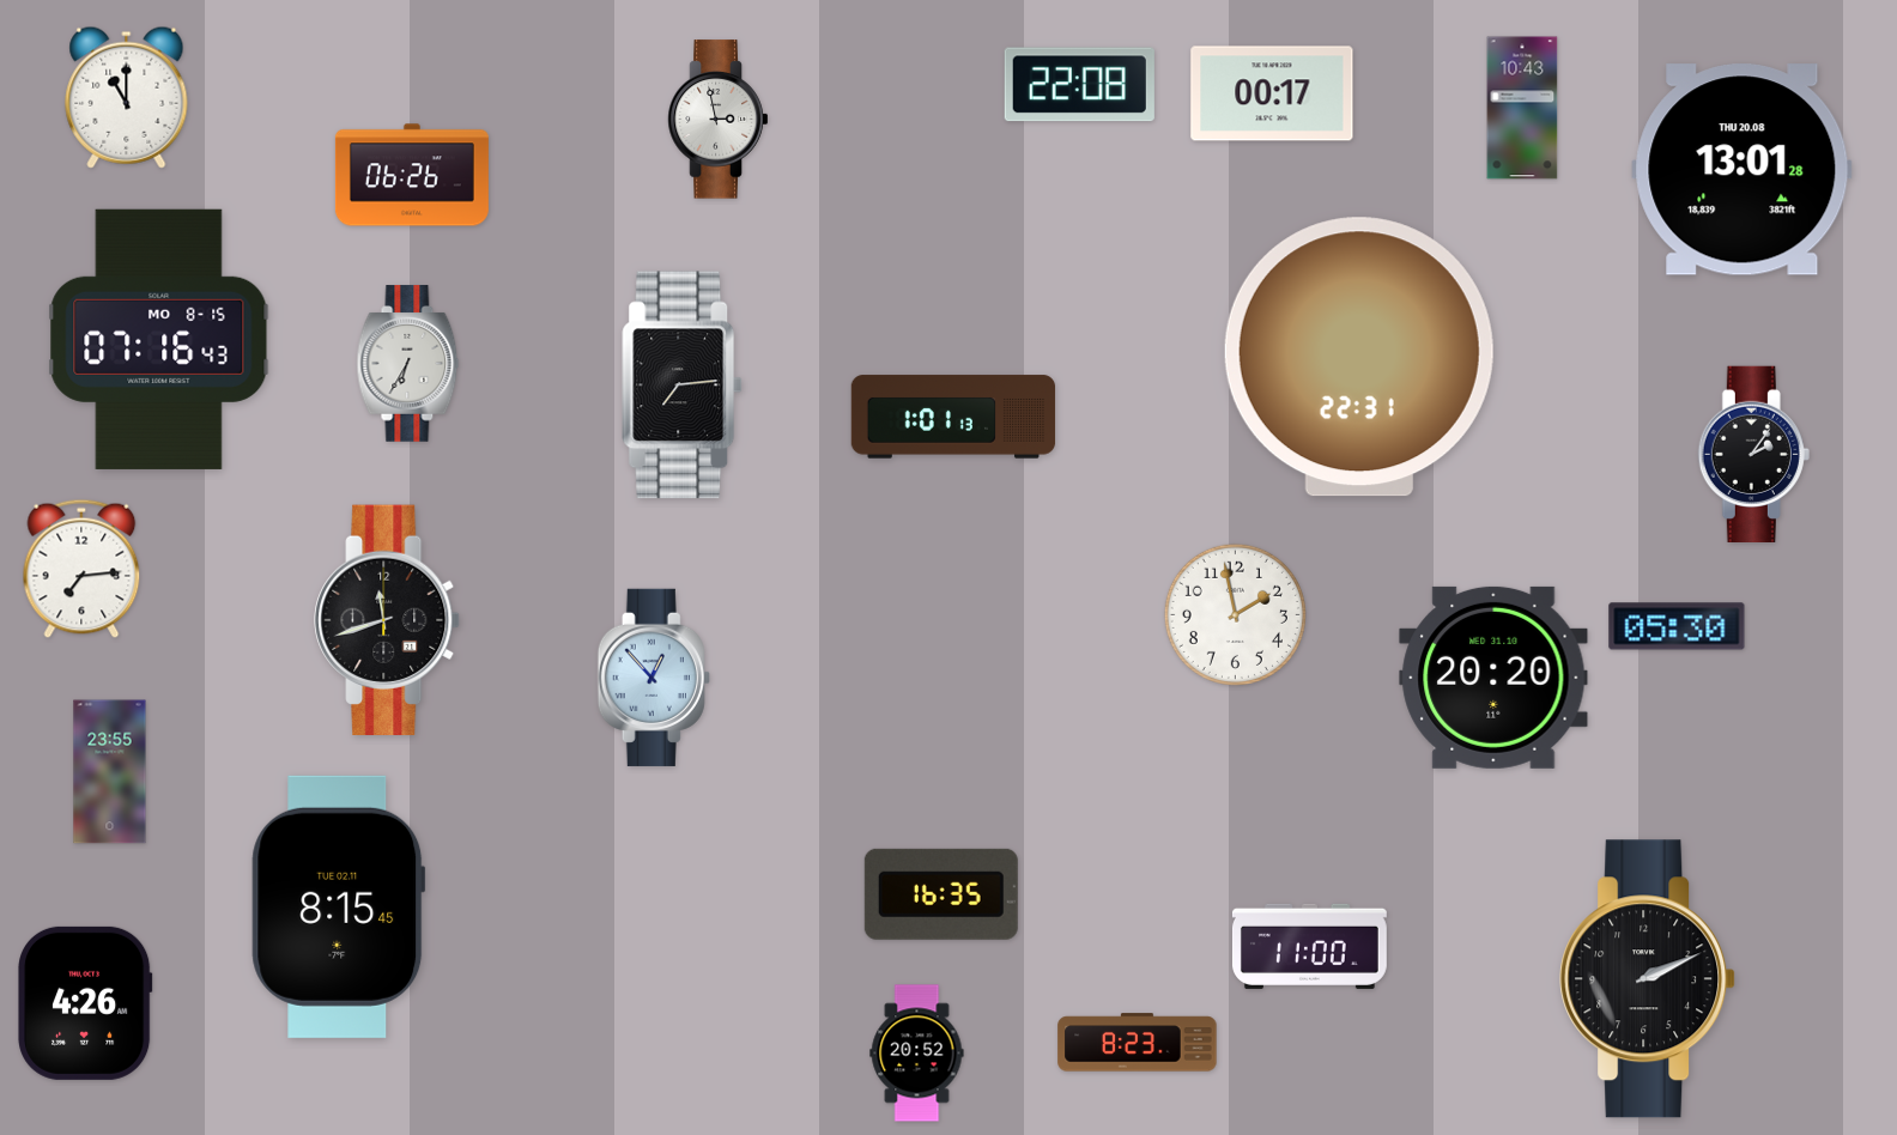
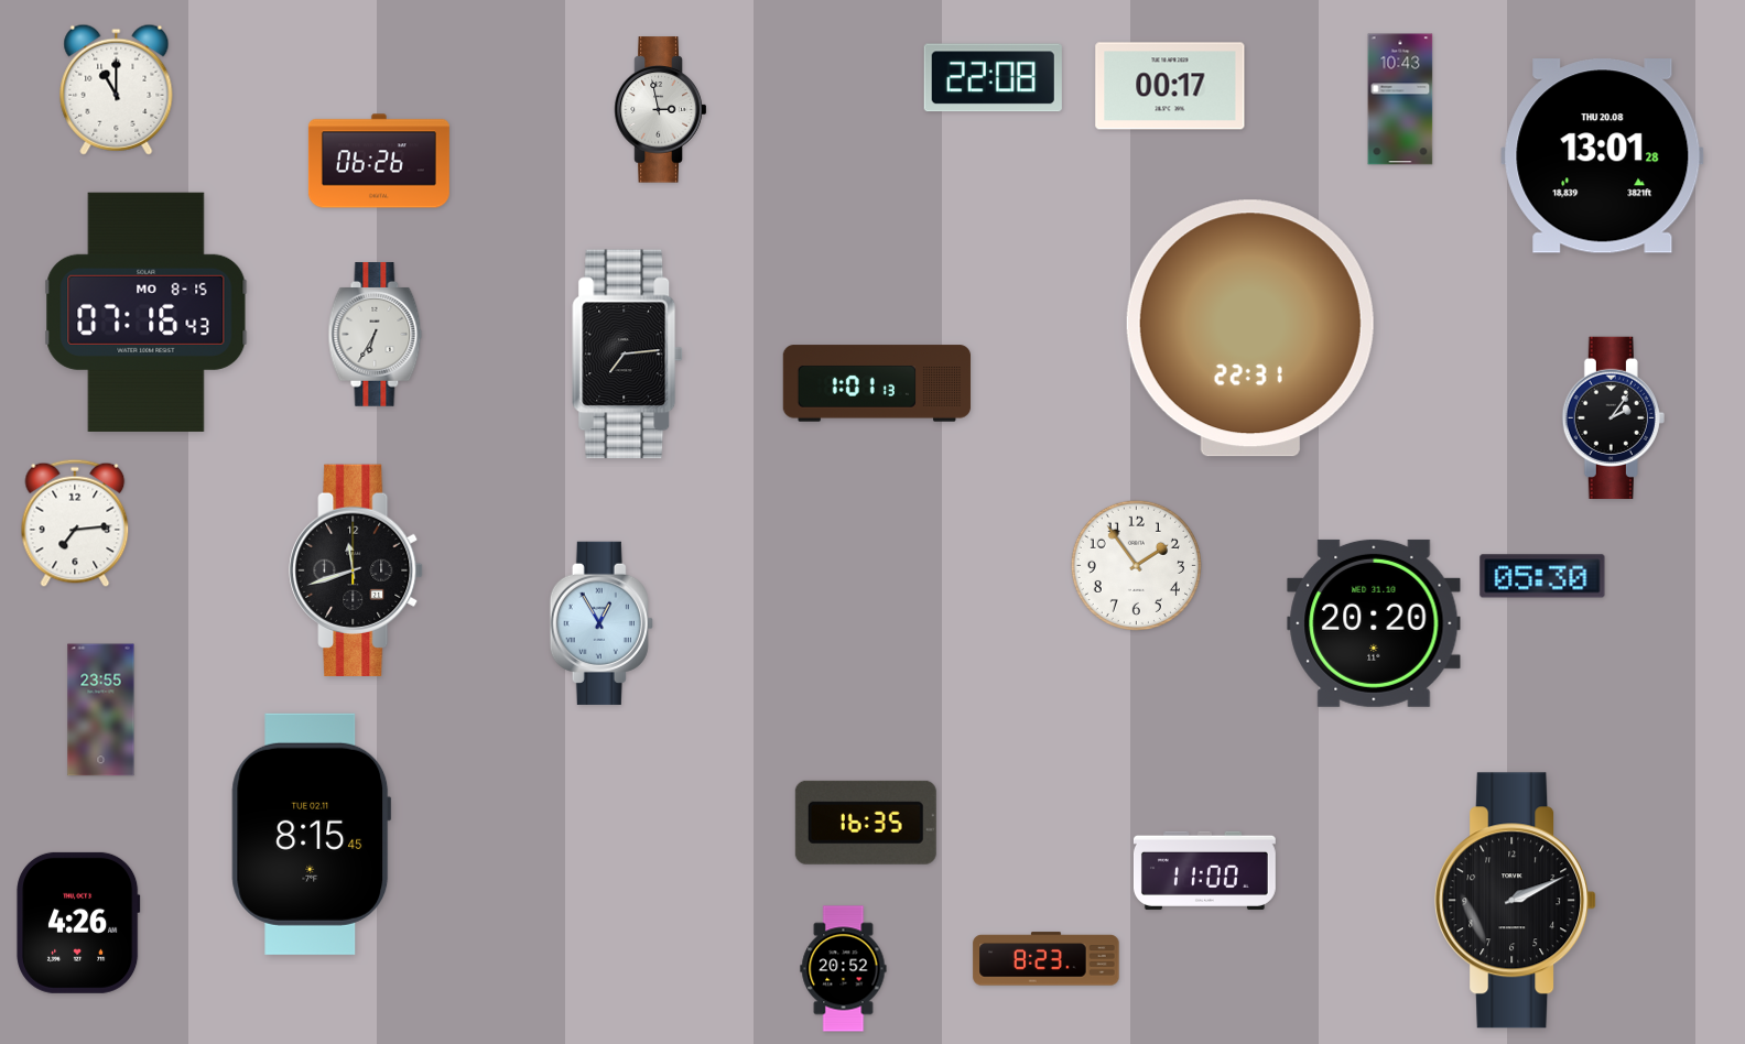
clock at (1235, 614): 1:58 -> 1:54
clock at (654, 678): 12:53 -> 12:55
